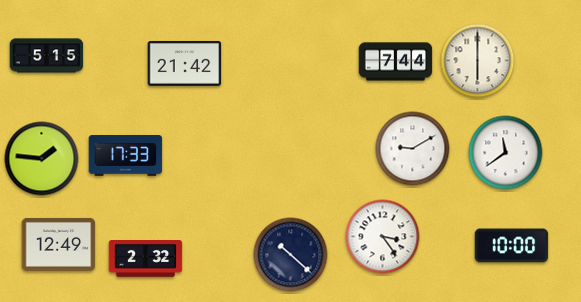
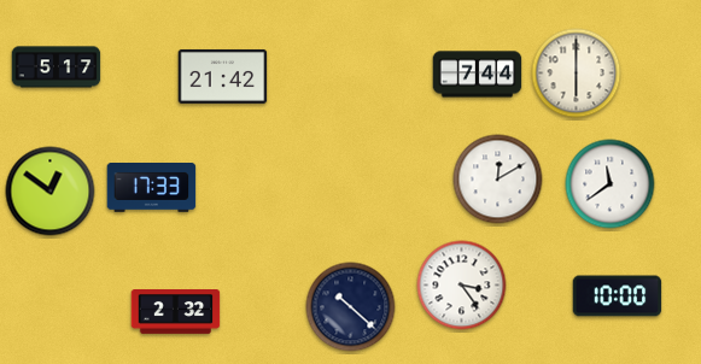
clock at (47, 56): 5:15 -> 5:17
clock at (413, 149): 9:10 -> 12:10
clock at (42, 159): 1:46 -> 12:51
clock at (59, 244): 12:49 -> none
